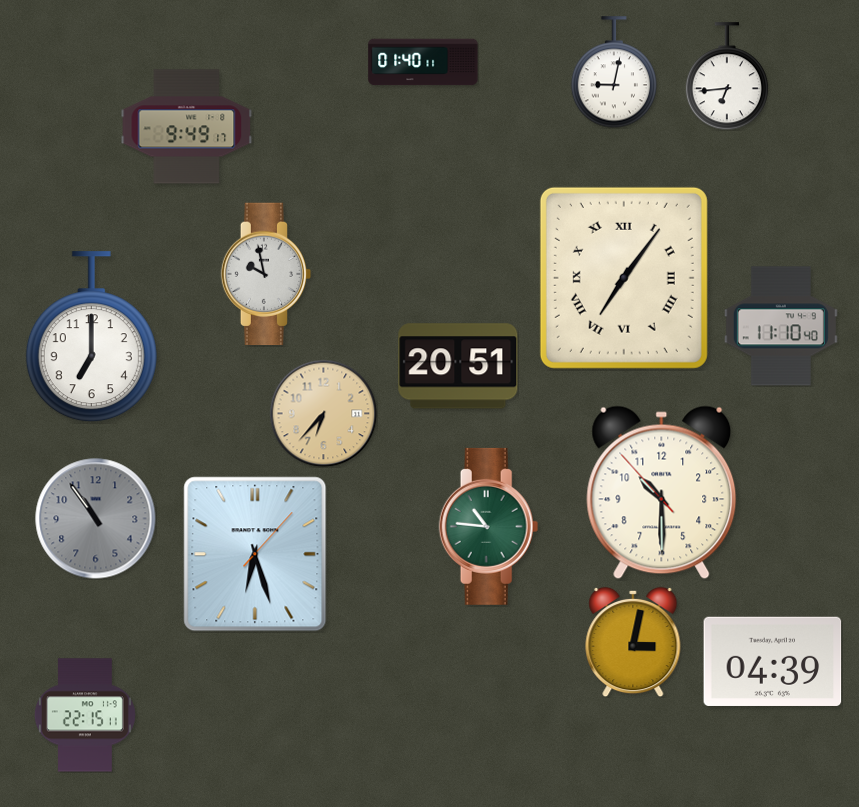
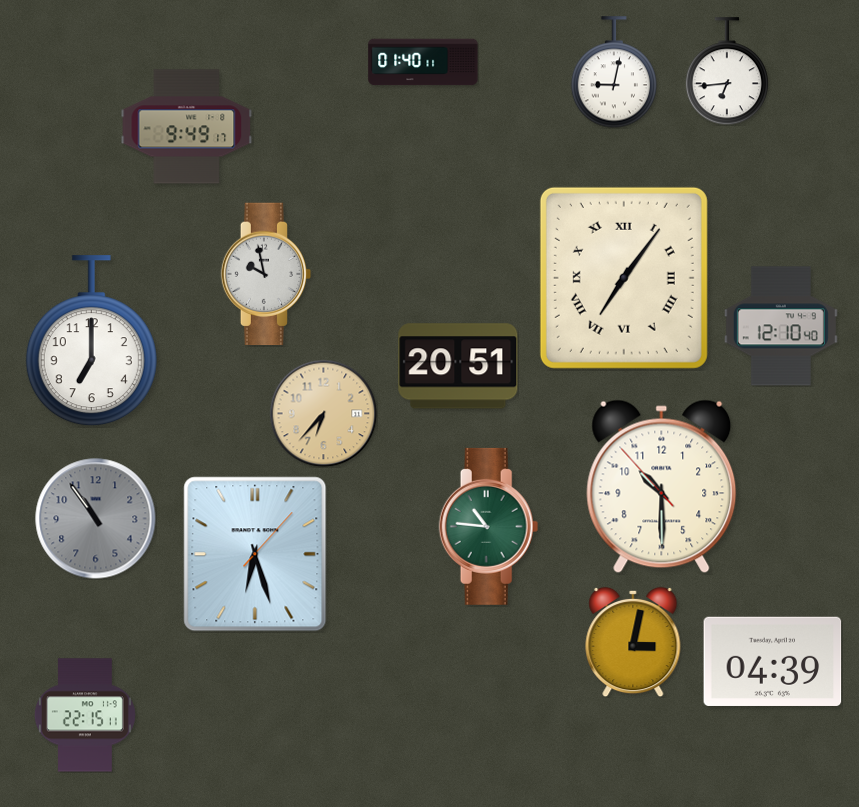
clock at (727, 76) position: (727, 76) -> (727, 71)
clock at (781, 326): 11:10 -> 12:10
clock at (91, 337) position: (91, 337) -> (91, 341)
clock at (662, 493) position: (662, 493) -> (662, 487)
